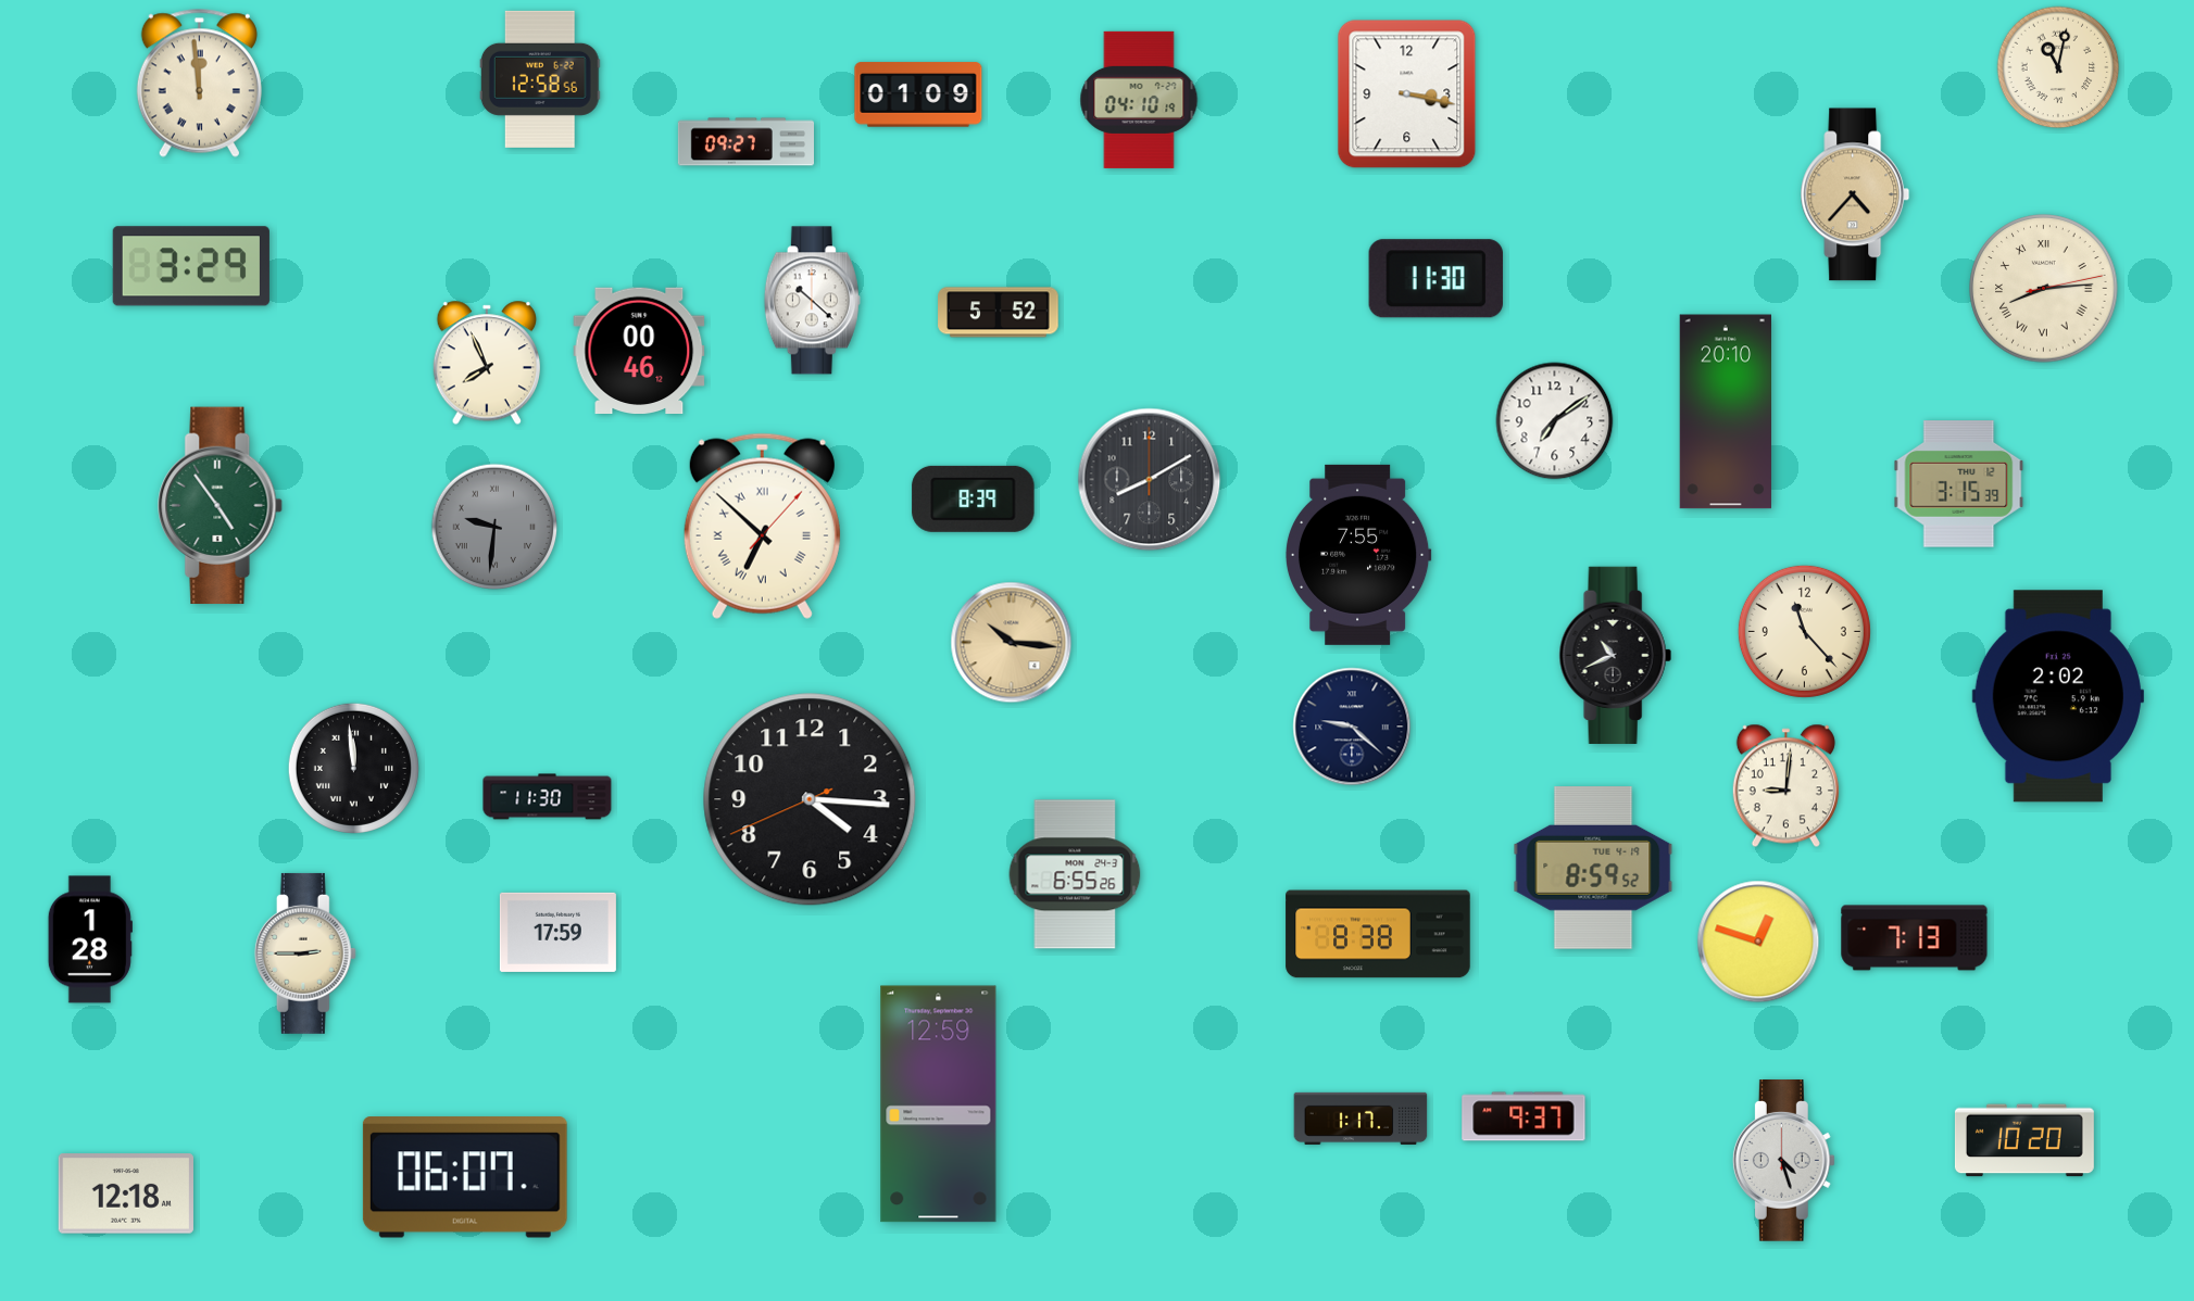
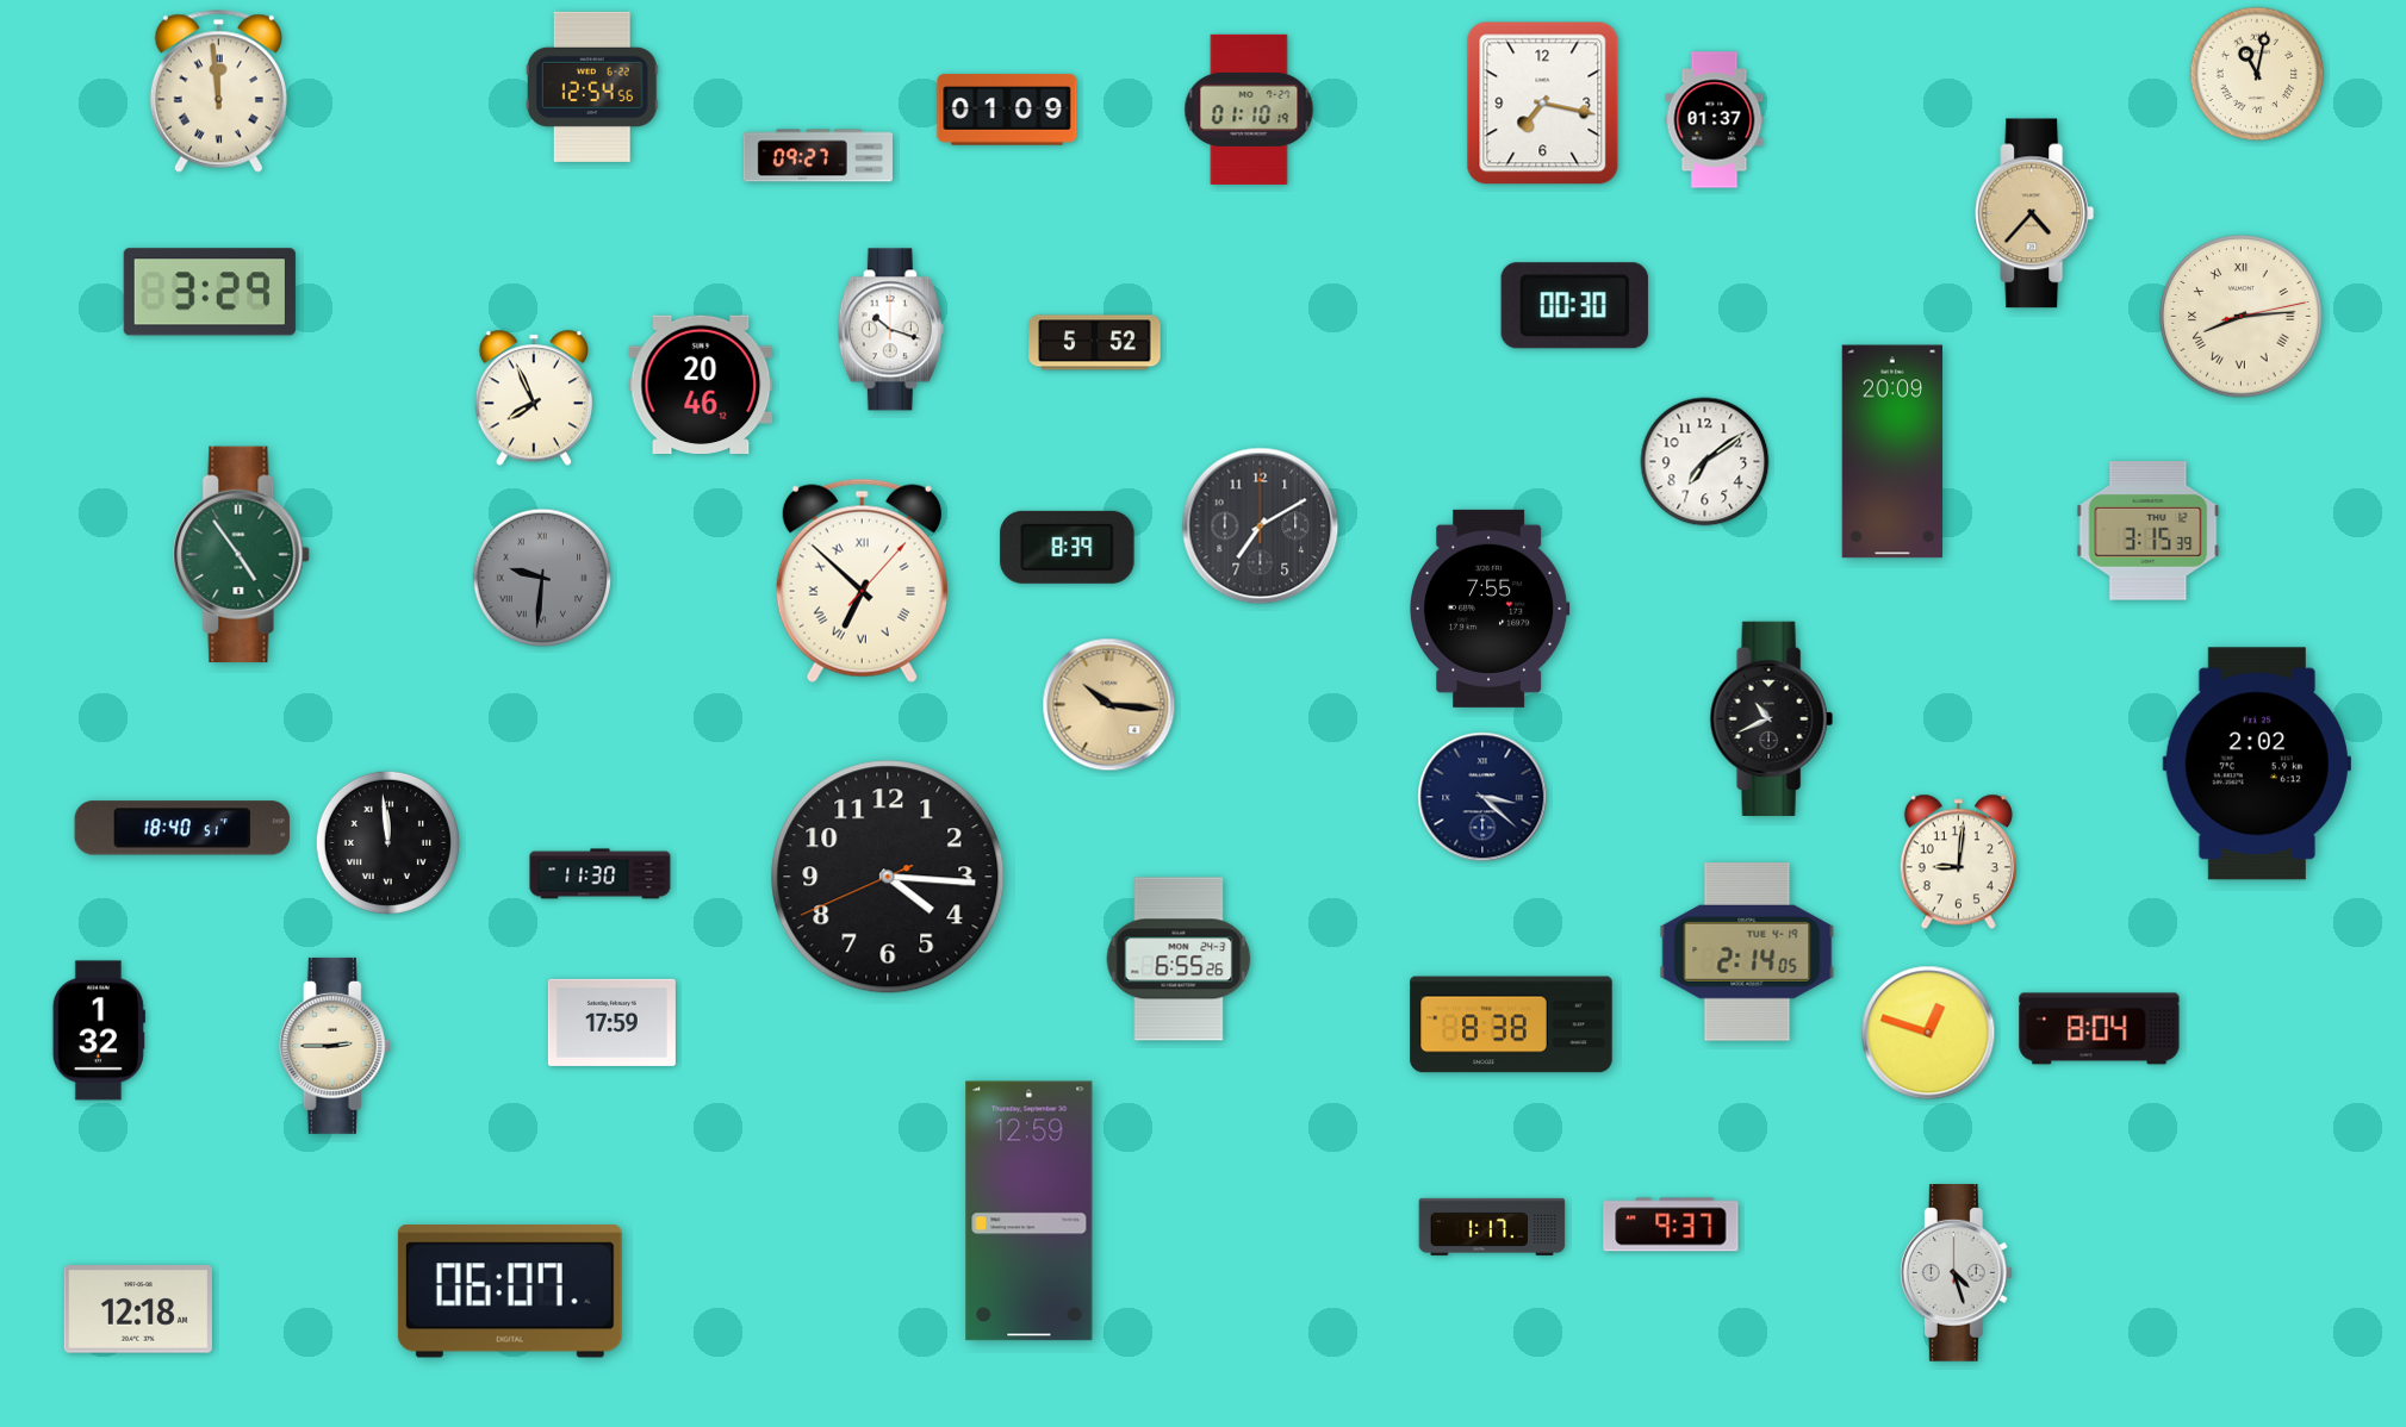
clock at (540, 79): 12:58 -> 12:54
clock at (918, 94) position: (918, 94) -> (1007, 110)
clock at (1407, 94): 3:17 -> 7:17
clock at (1139, 100): 04:10 -> 01:10
clock at (1715, 120): none -> 01:37
clock at (1435, 279): 11:30 -> 00:30
clock at (812, 301): 10:22 -> 10:18
clock at (639, 350): 00:46 -> 20:46
clock at (1725, 412): 20:10 -> 20:09
clock at (1150, 480): 8:10 -> 7:10
clock at (762, 526) position: (762, 526) -> (862, 580)
clock at (1804, 631): 11:23 -> none
clock at (1352, 727): 9:22 -> 3:22
clock at (182, 828): none -> 18:40
clock at (1593, 868): 8:59 -> 2:14
clock at (1915, 938): 7:13 -> 8:04
clock at (90, 939): 1:28 -> 1:32
clock at (2024, 1140): 10:20 -> none
